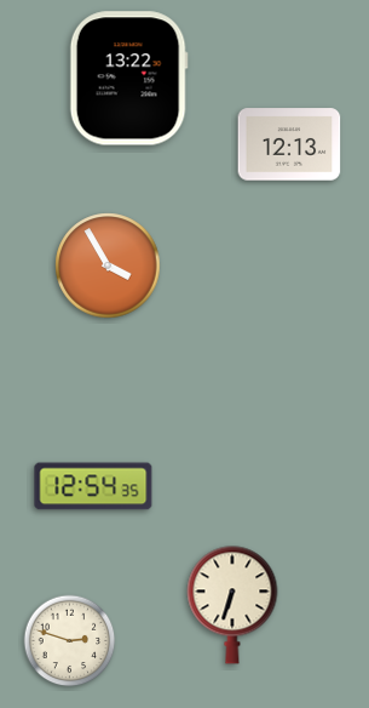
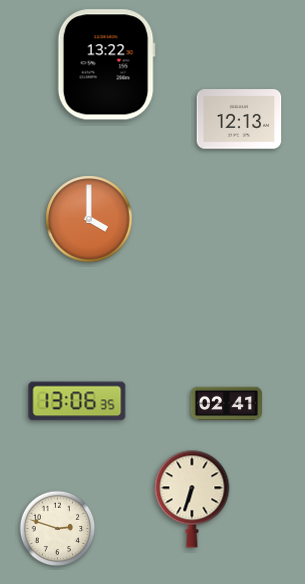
clock at (108, 265): 3:55 -> 4:00
clock at (93, 486): 12:54 -> 13:06
clock at (226, 404): none -> 02:41
